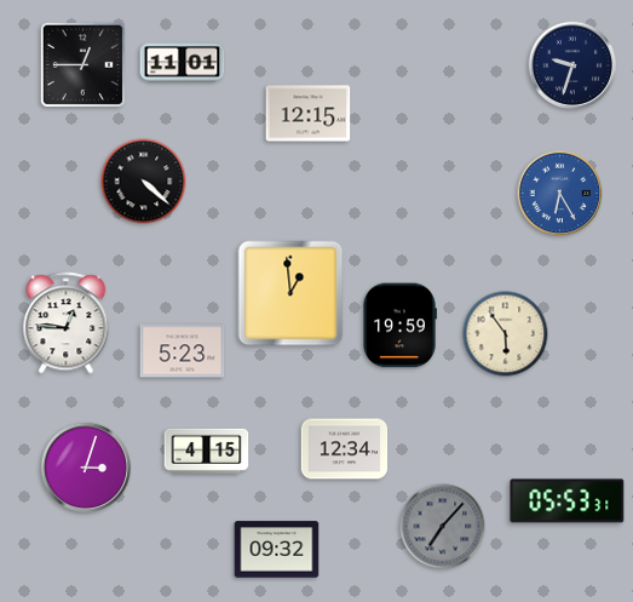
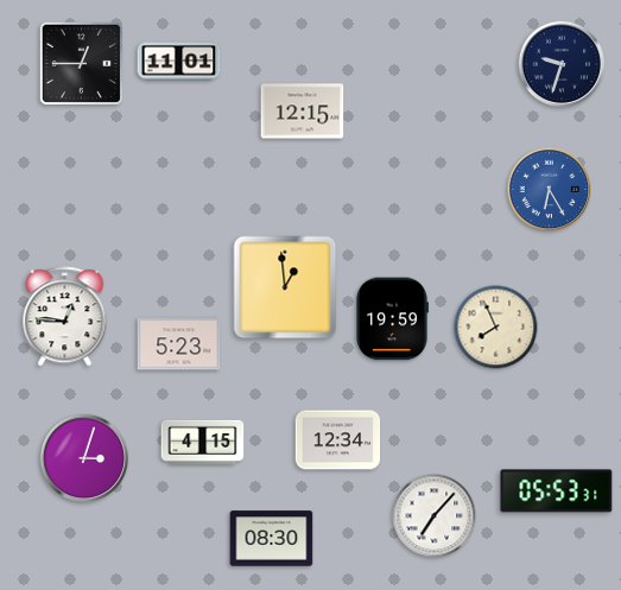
clock at (144, 182): 4:22 -> none
clock at (506, 334): 5:54 -> 7:56
clock at (443, 527) dial: grey -> white
clock at (277, 550): 09:32 -> 08:30
